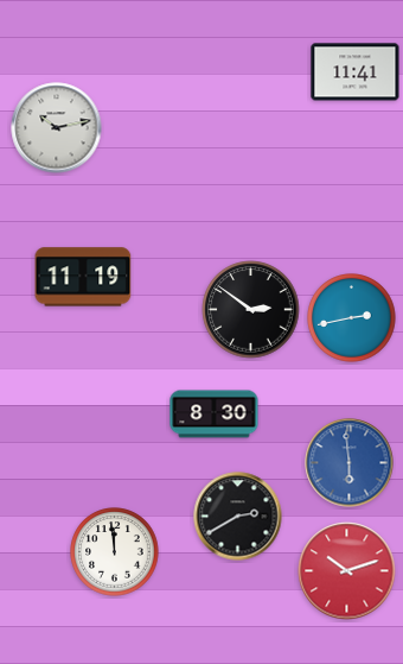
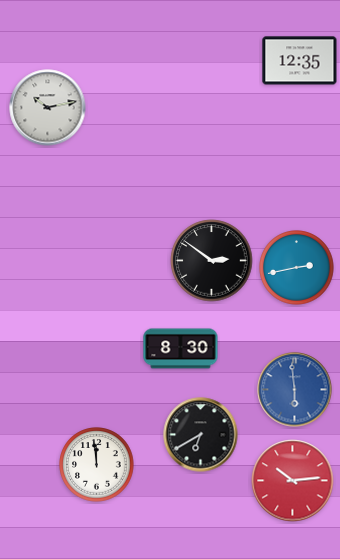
clock at (356, 72): 11:41 -> 12:35
clock at (83, 277): 11:19 -> none
clock at (238, 517): 2:40 -> 6:40
clock at (347, 571): 10:12 -> 10:14
